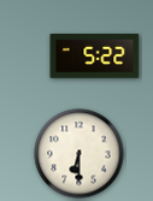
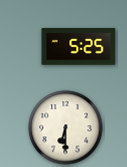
clock at (95, 57): 5:22 -> 5:25
